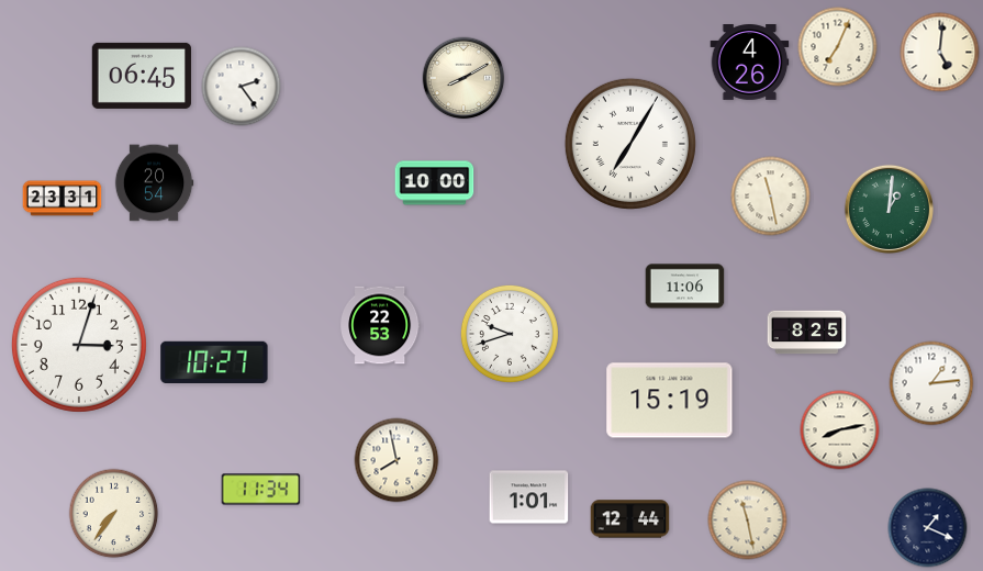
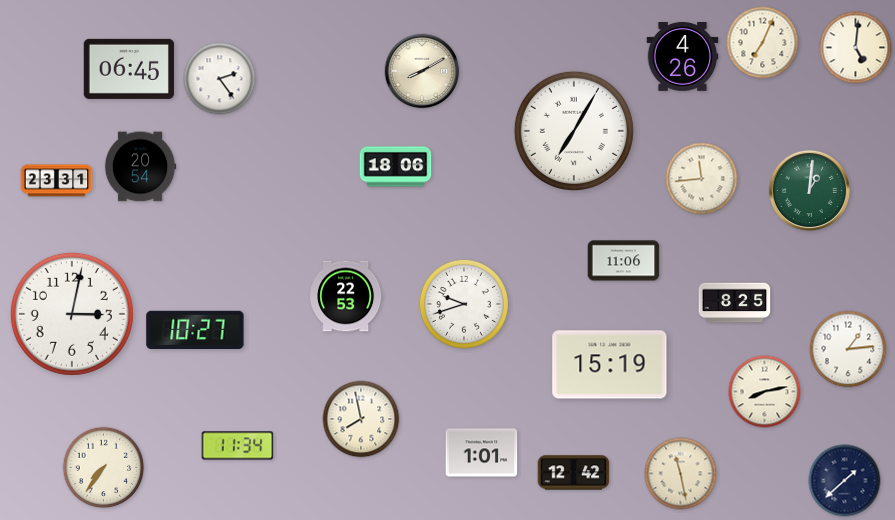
clock at (435, 183): 10:00 -> 18:06
clock at (771, 197): 11:28 -> 11:44
clock at (79, 345): 3:03 -> 3:02
clock at (630, 519): 12:44 -> 12:42
clock at (928, 528): 1:19 -> 1:38
